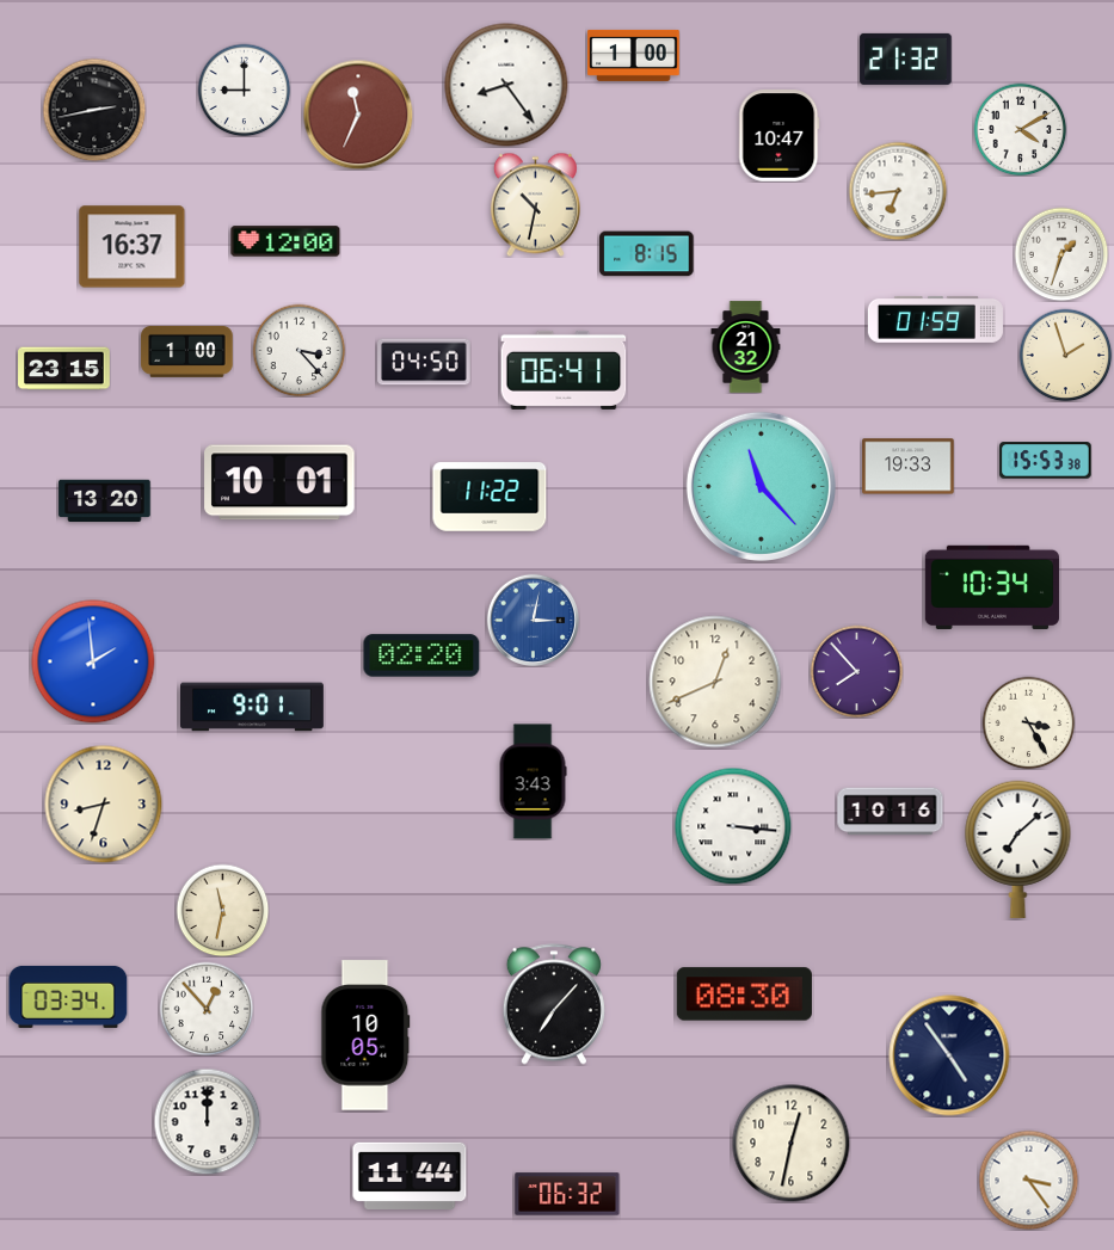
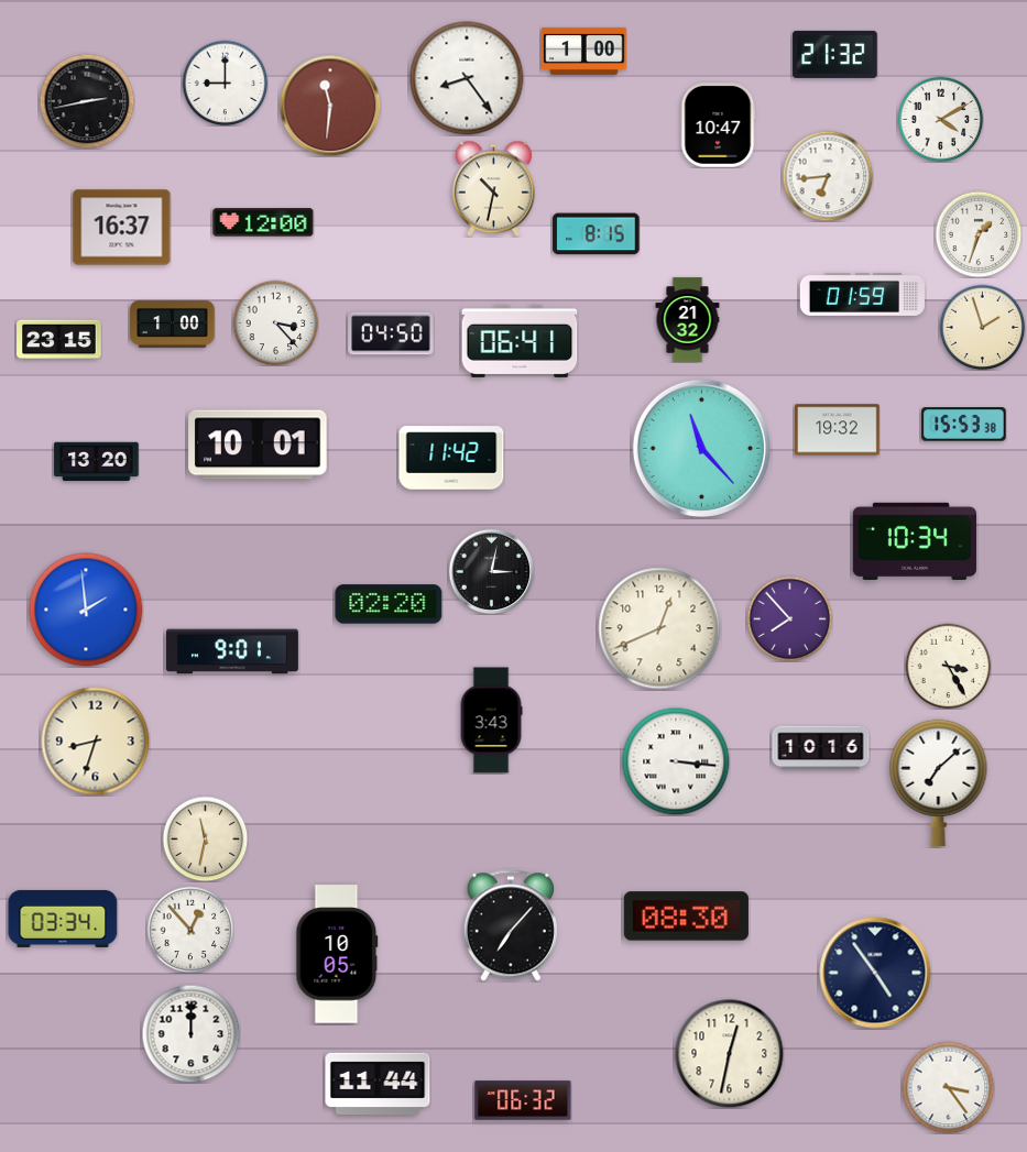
clock at (358, 115): 11:34 -> 11:31
clock at (909, 467): 19:33 -> 19:32
clock at (490, 497): 11:22 -> 11:42
clock at (533, 620) dial: blue -> black
